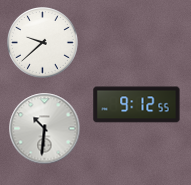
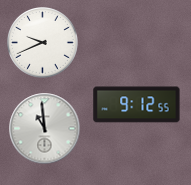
clock at (43, 43): 9:38 -> 9:41
clock at (45, 129): 10:31 -> 10:59
